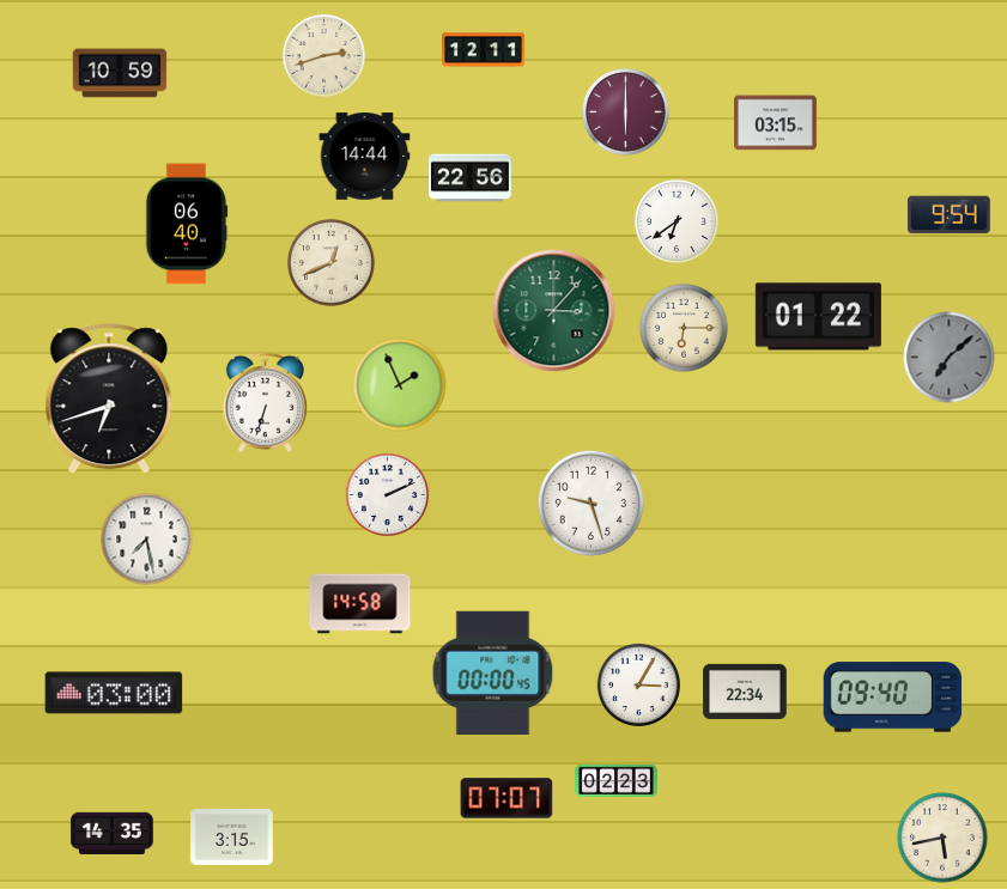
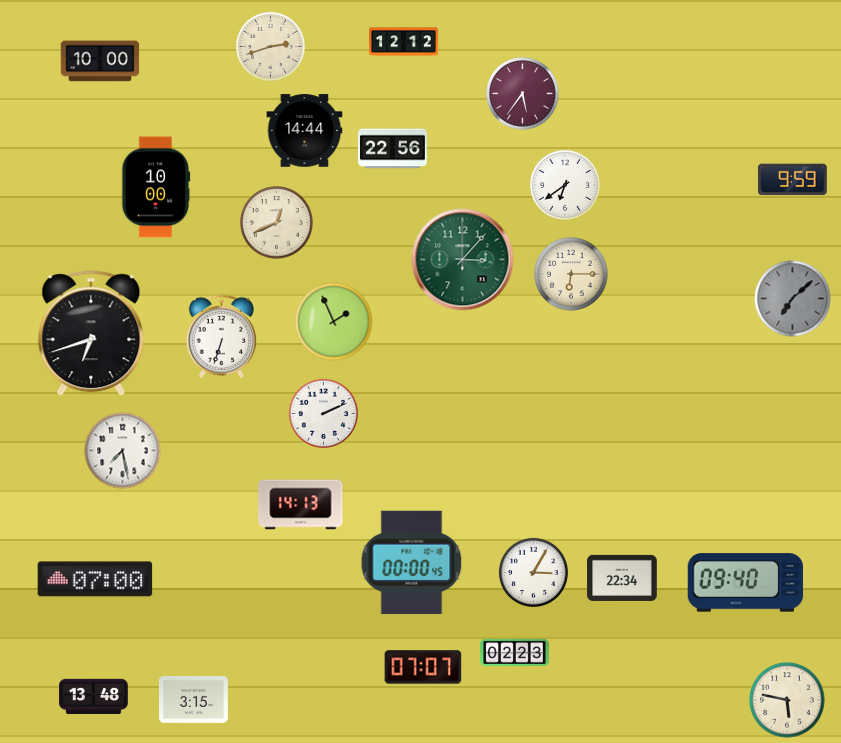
clock at (484, 50): 12:11 -> 12:12
clock at (120, 73): 10:59 -> 10:00
clock at (626, 112): 6:00 -> 5:36
clock at (776, 123): 03:15 -> none
clock at (948, 215): 9:54 -> 9:59
clock at (187, 224): 06:40 -> 10:00
clock at (332, 263) position: (332, 263) -> (277, 223)
clock at (818, 317): 01:22 -> none
clock at (592, 504): 9:27 -> none
clock at (360, 604): 14:58 -> 14:13
clock at (114, 693): 03:00 -> 07:00
clock at (113, 833): 14:35 -> 13:48
clock at (942, 838): 5:43 -> 5:47
